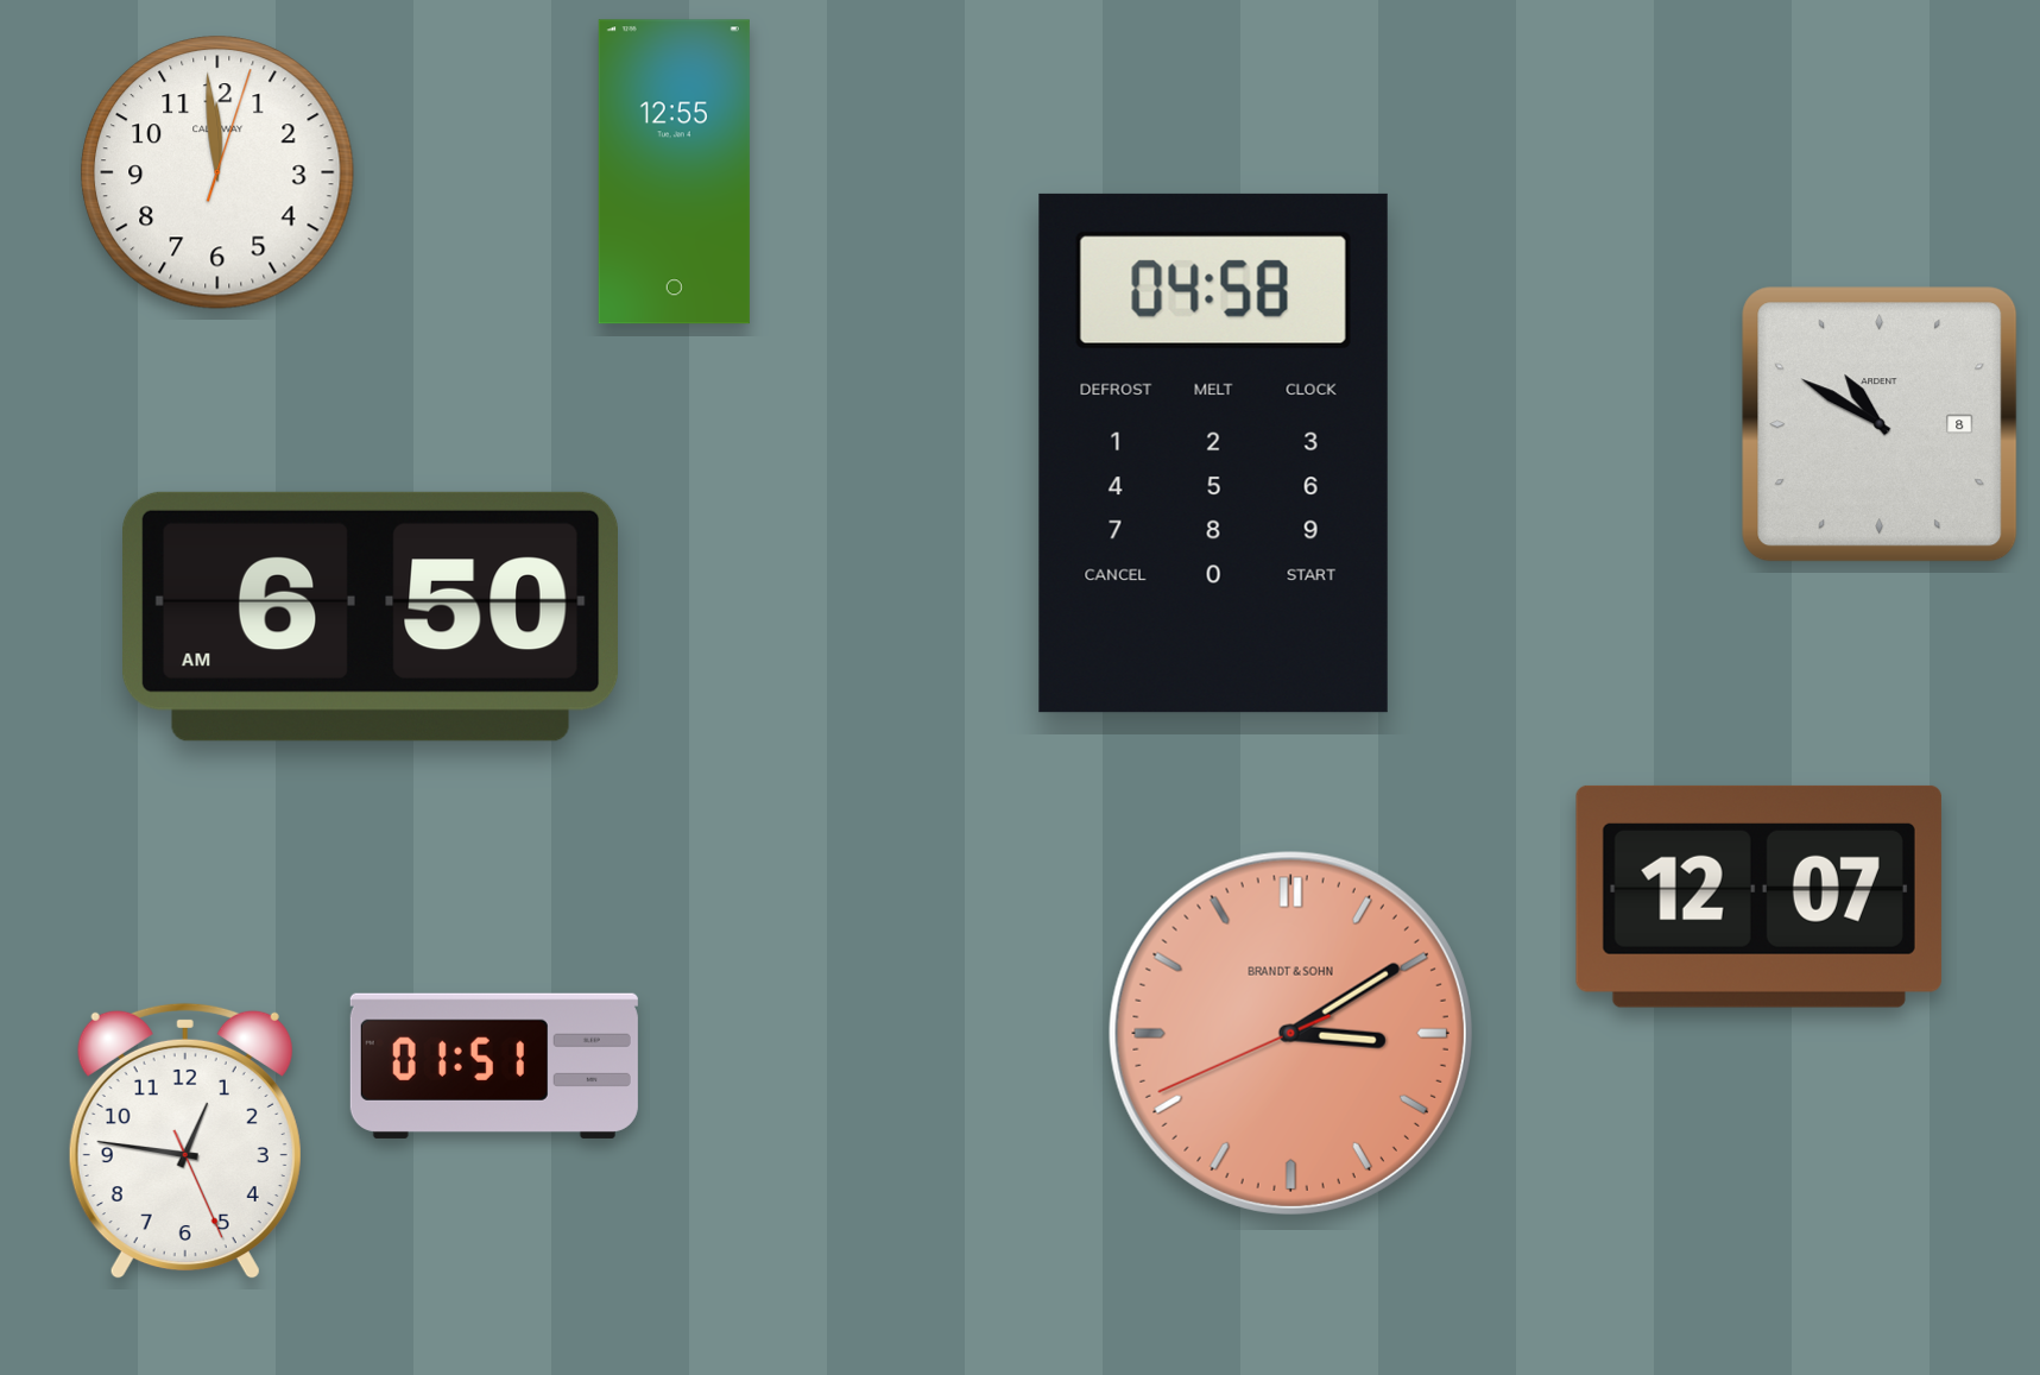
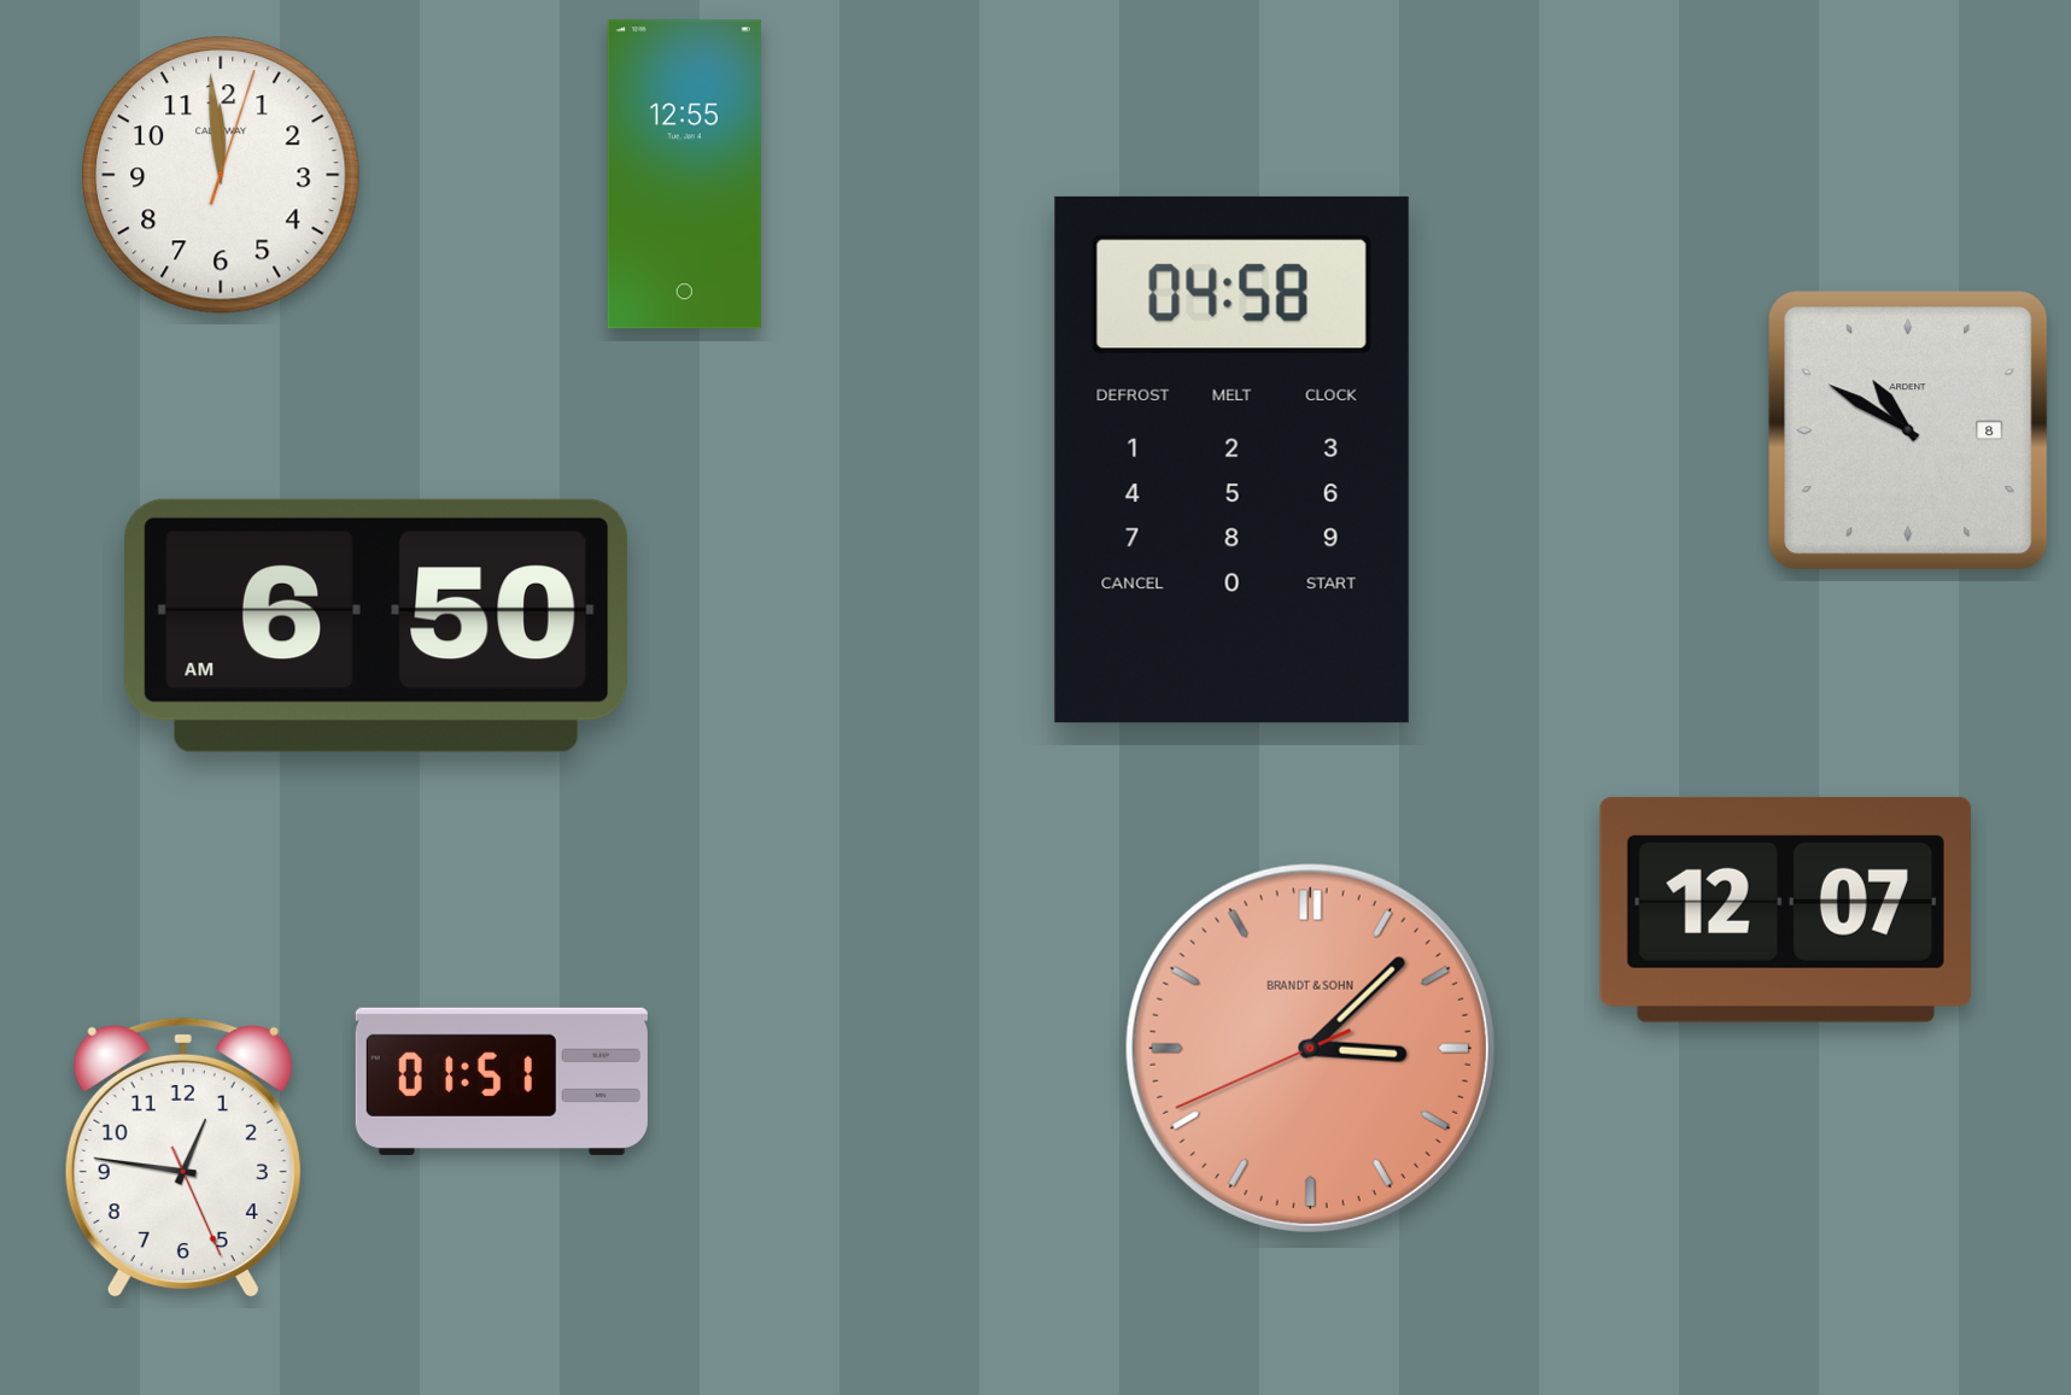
clock at (1290, 1033): 3:09 -> 3:07
clock at (185, 1141) position: (185, 1141) -> (183, 1157)
